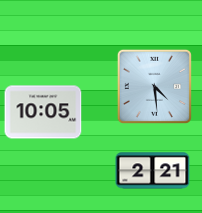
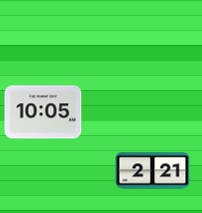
clock at (154, 86): 4:29 -> none
